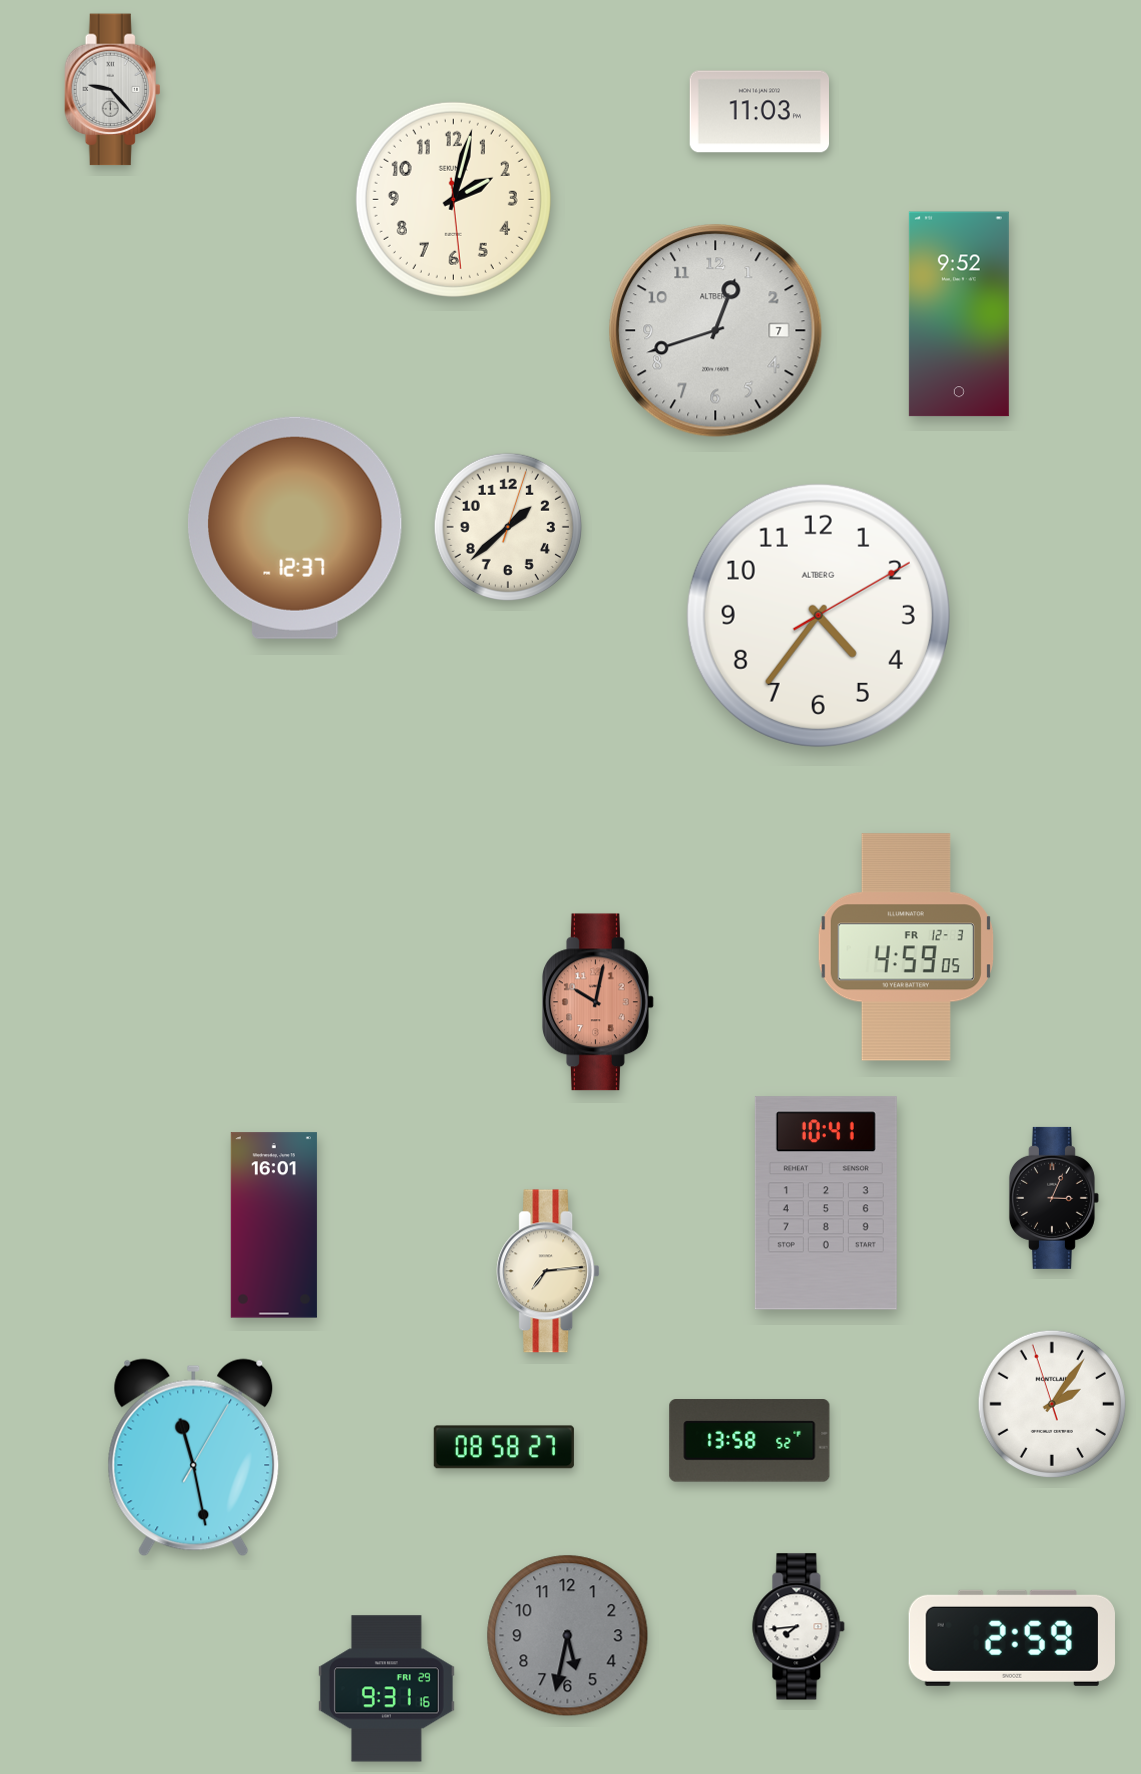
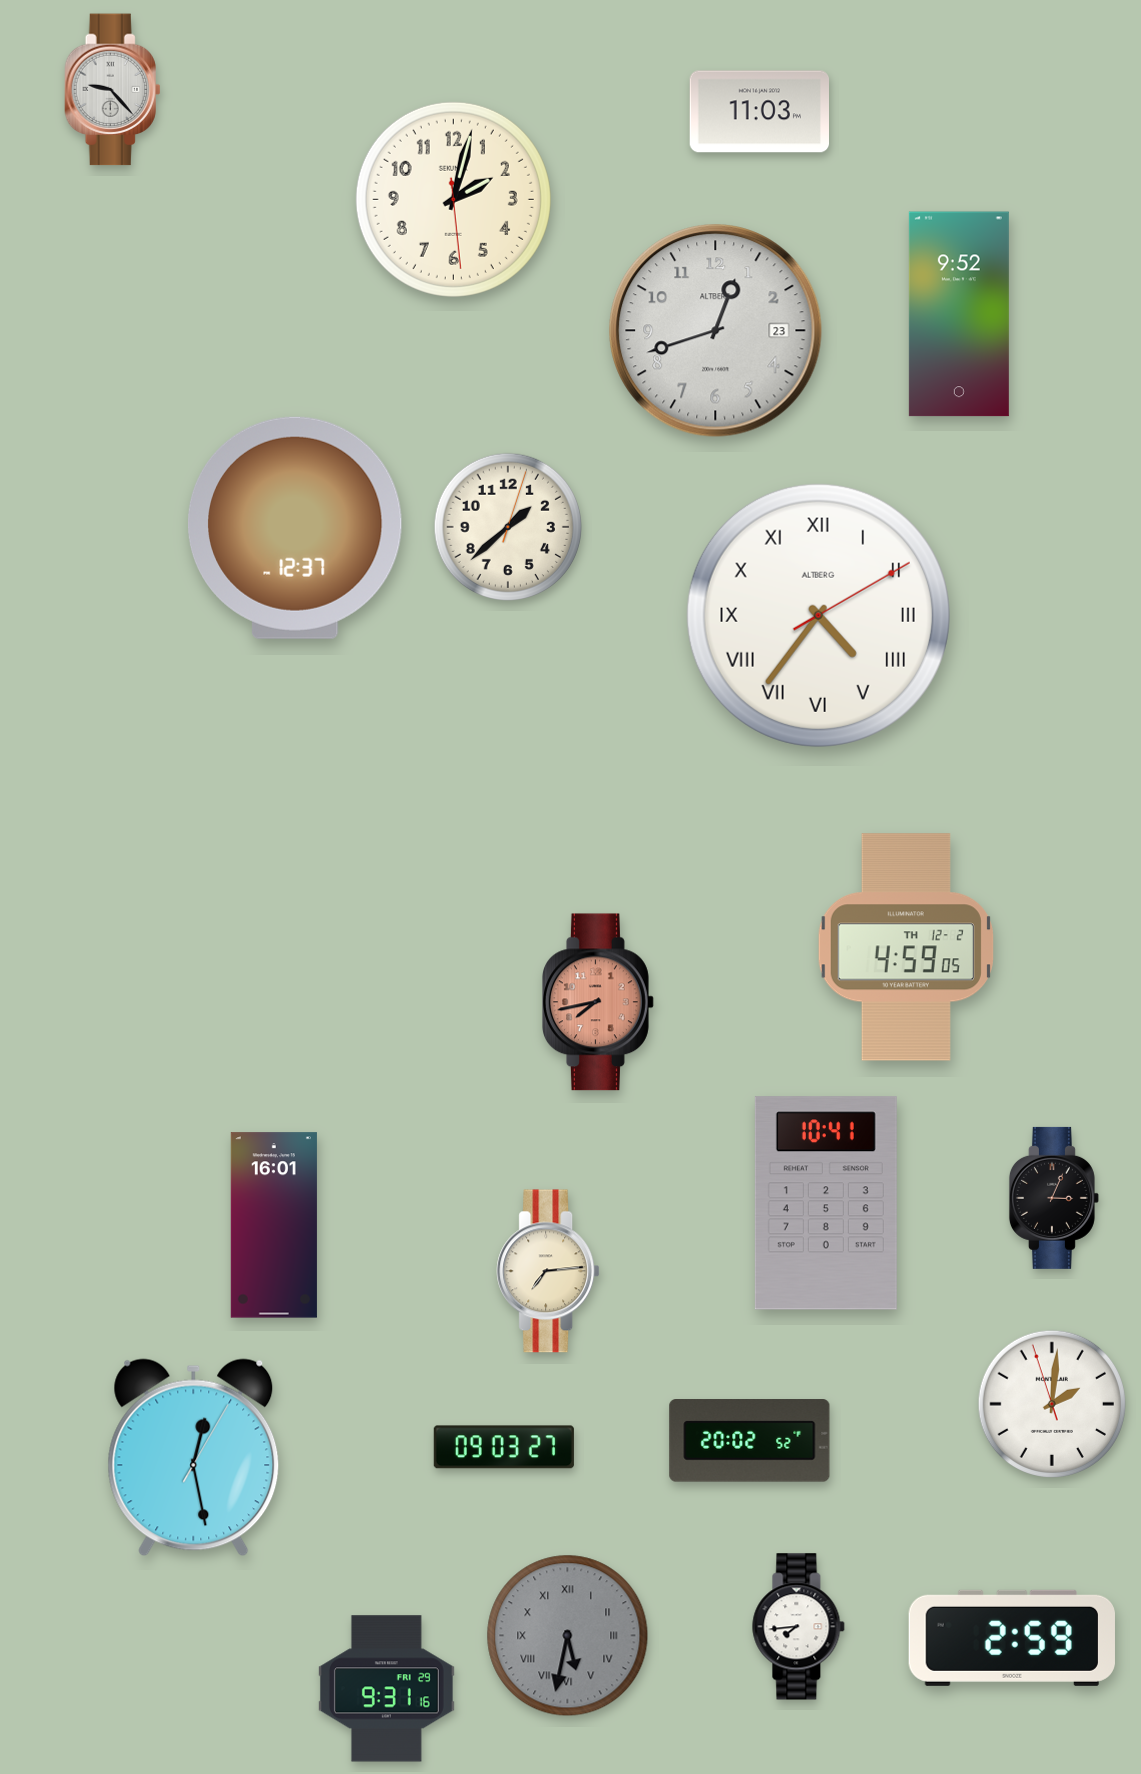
clock at (716, 331) date: 7 -> 23
clock at (818, 615) numerals: Arabic -> Roman
clock at (906, 947) date: FR 12-3 -> TH 12-2
clock at (599, 1002): 10:02 -> 7:43
clock at (1051, 1403): 2:05 -> 2:00
clock at (750, 1441): 13:58 -> 20:02
clock at (504, 1447): 08:58 -> 09:03
clock at (194, 1458): 11:28 -> 12:28
clock at (568, 1636) numerals: Arabic -> Roman
